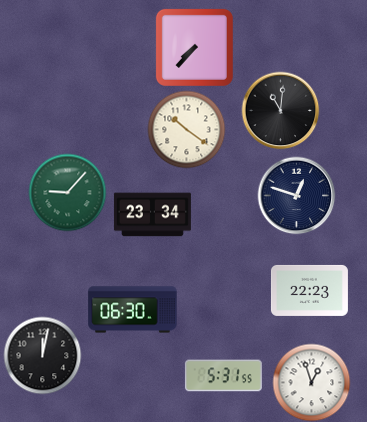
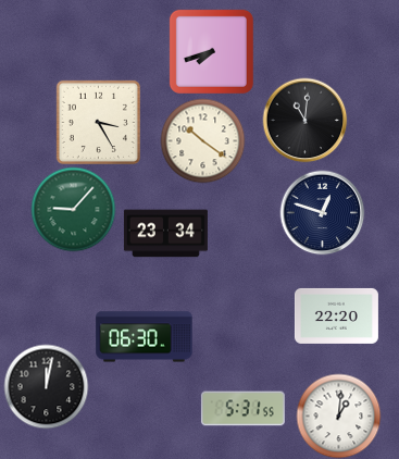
clock at (194, 47): 7:37 -> 7:42
clock at (98, 122): none -> 3:25
clock at (309, 290): 22:23 -> 22:20
clock at (311, 382): 12:57 -> 1:01
